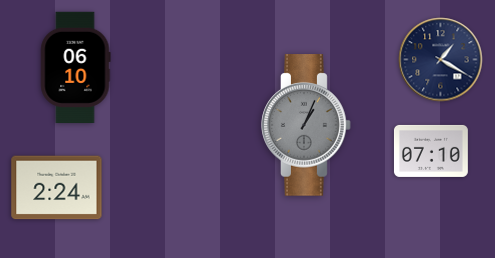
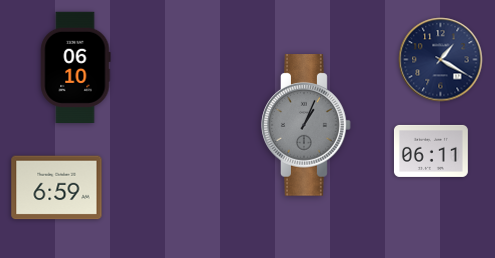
clock at (431, 151): 07:10 -> 06:11
clock at (57, 188): 2:24 -> 6:59
